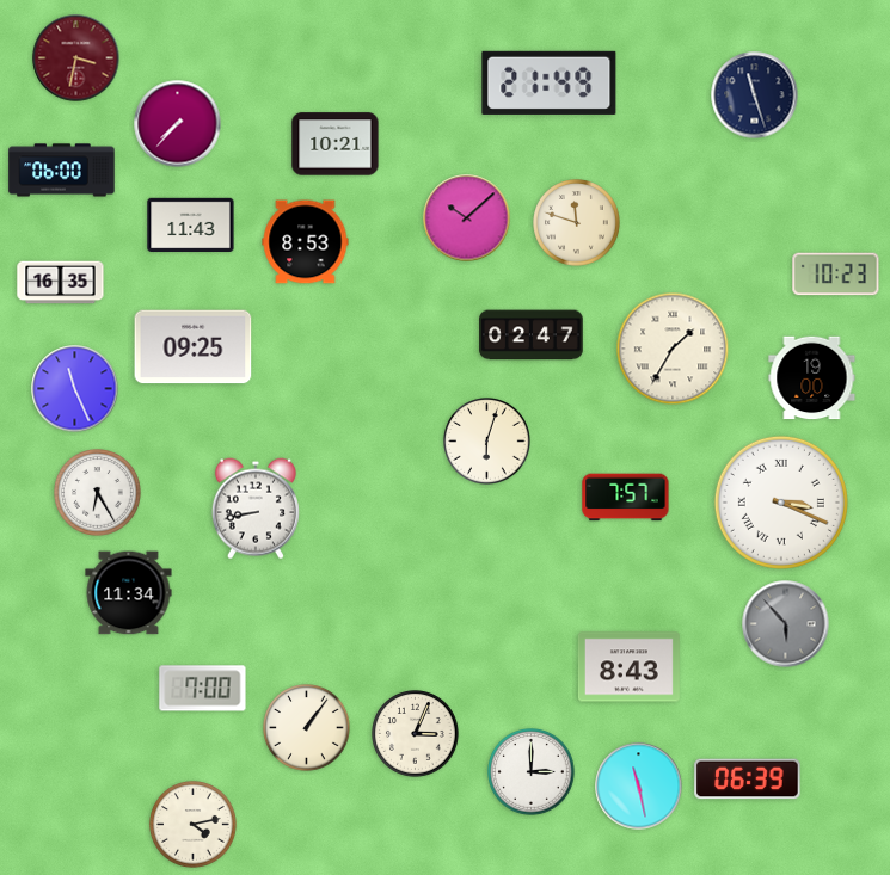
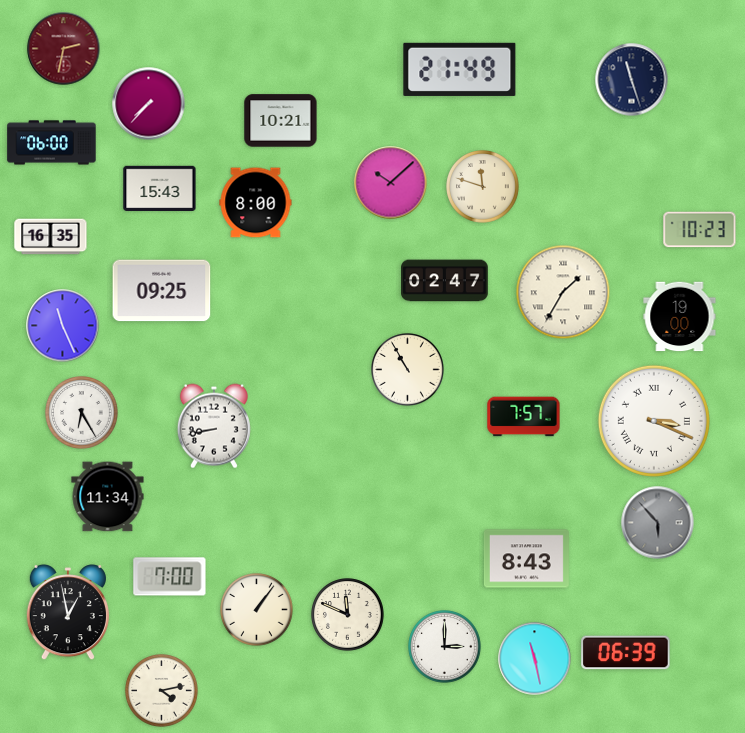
clock at (76, 58): 3:32 -> 2:32
clock at (191, 224): 11:43 -> 15:43
clock at (306, 242): 8:53 -> 8:00
clock at (487, 442): 6:03 -> 10:55
clock at (68, 613): none -> 12:58
clock at (416, 734): 3:04 -> 11:49
